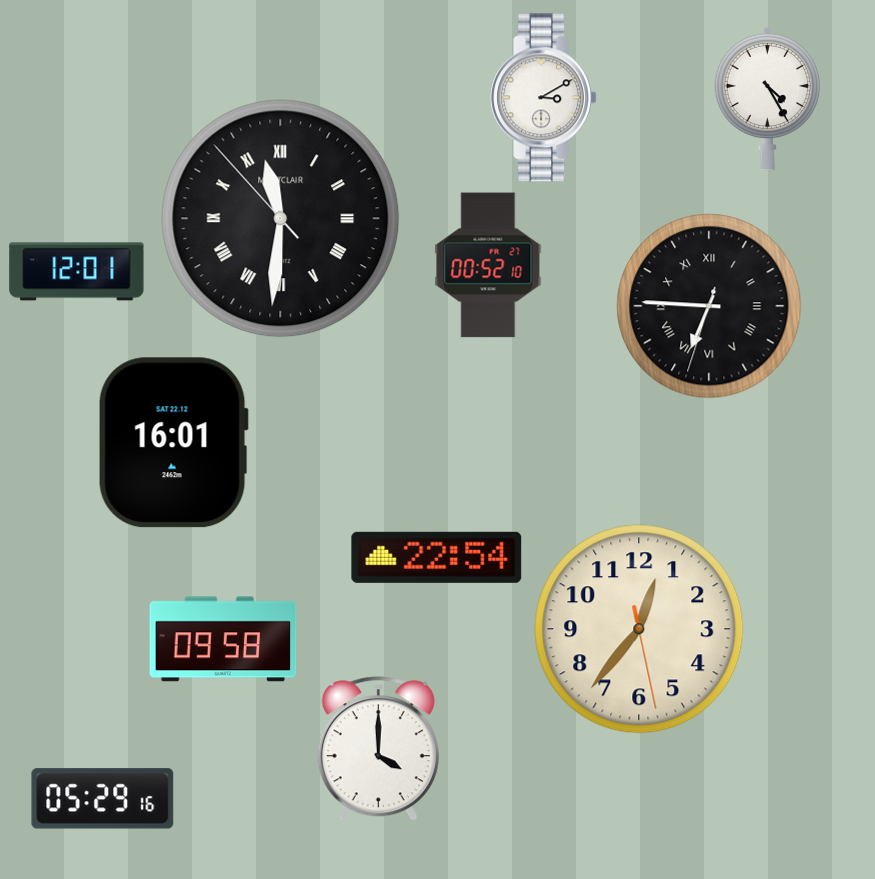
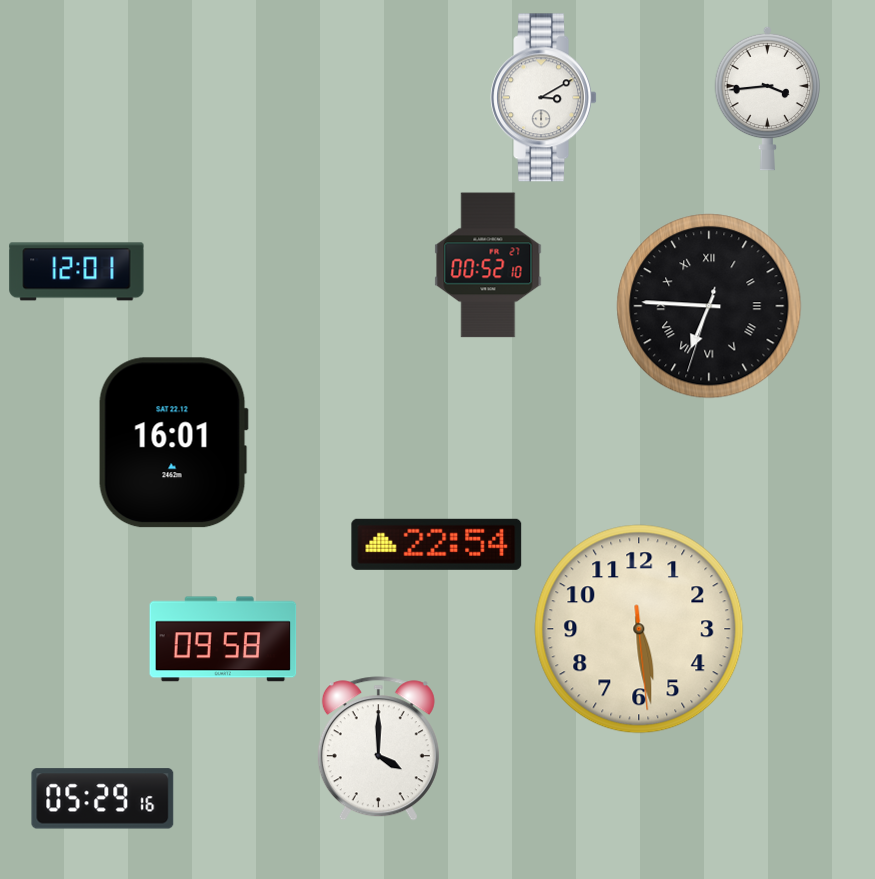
clock at (767, 98): 4:25 -> 3:44
clock at (281, 219): 11:30 -> none
clock at (437, 557) position: (437, 557) -> (437, 544)
clock at (639, 629): 12:36 -> 5:28
